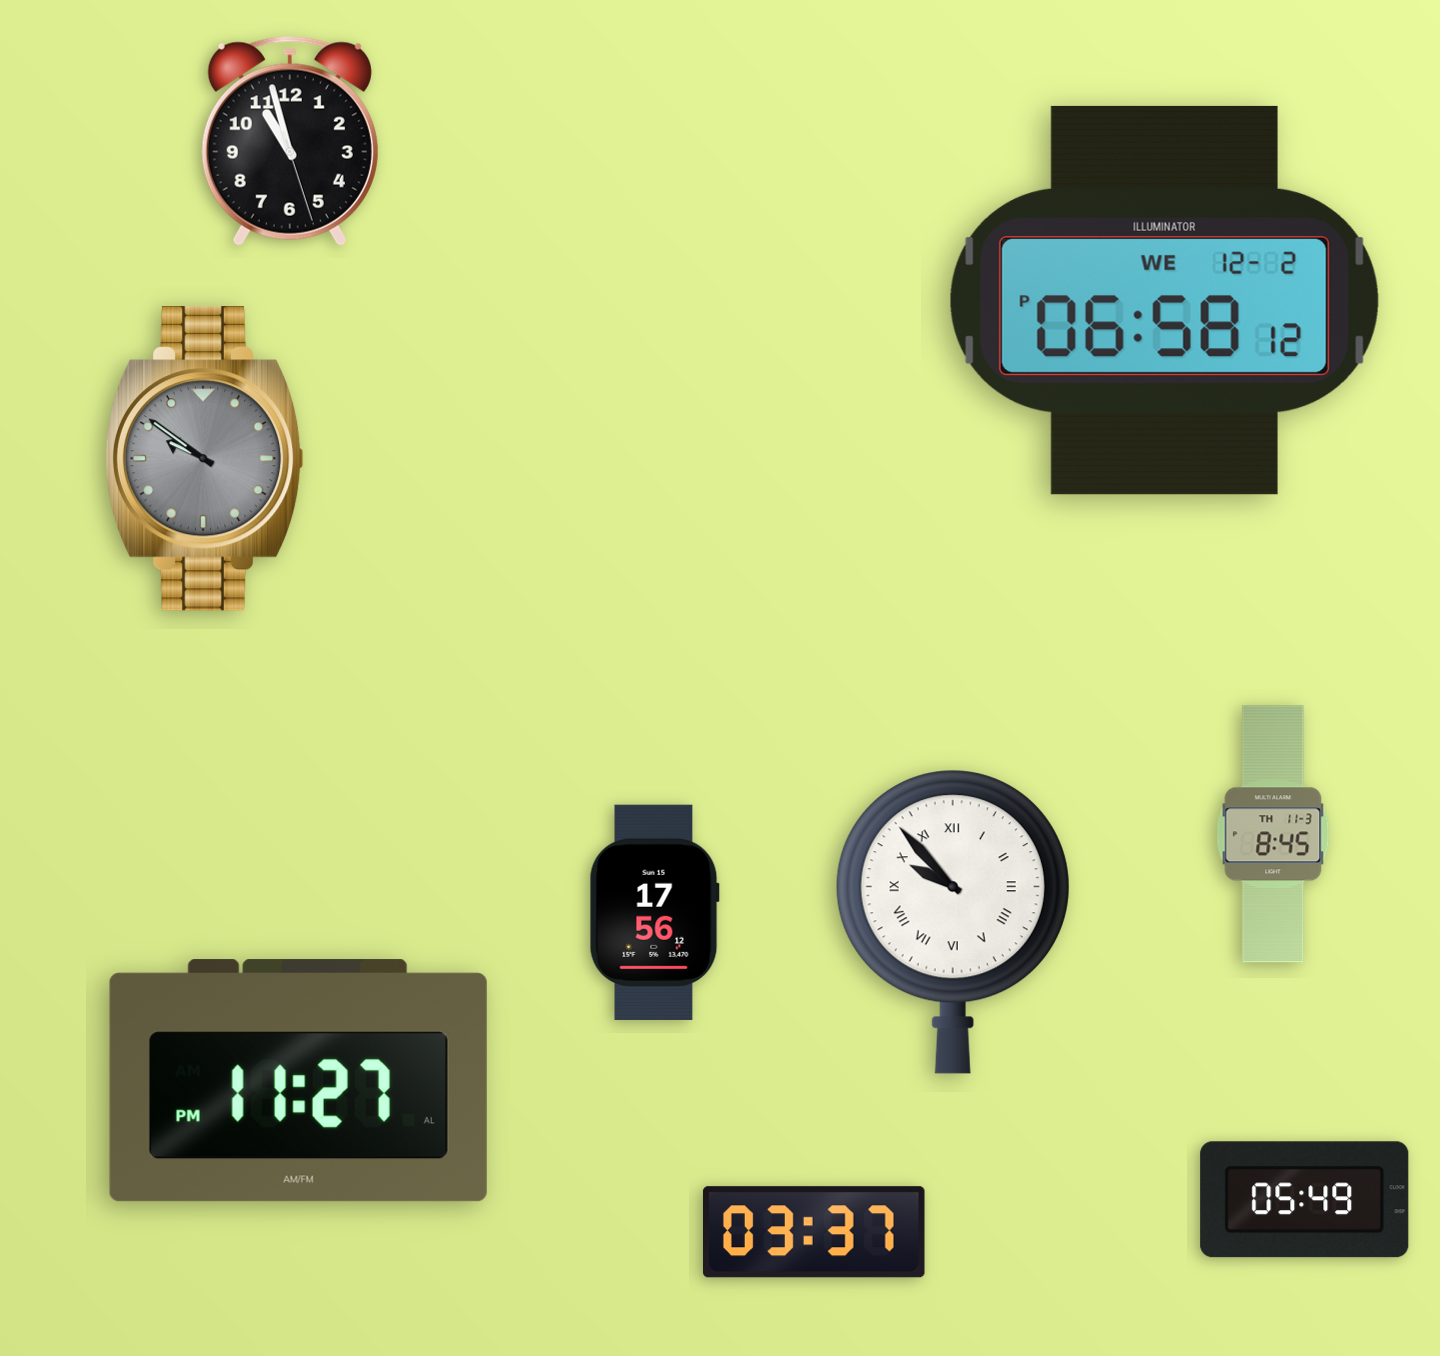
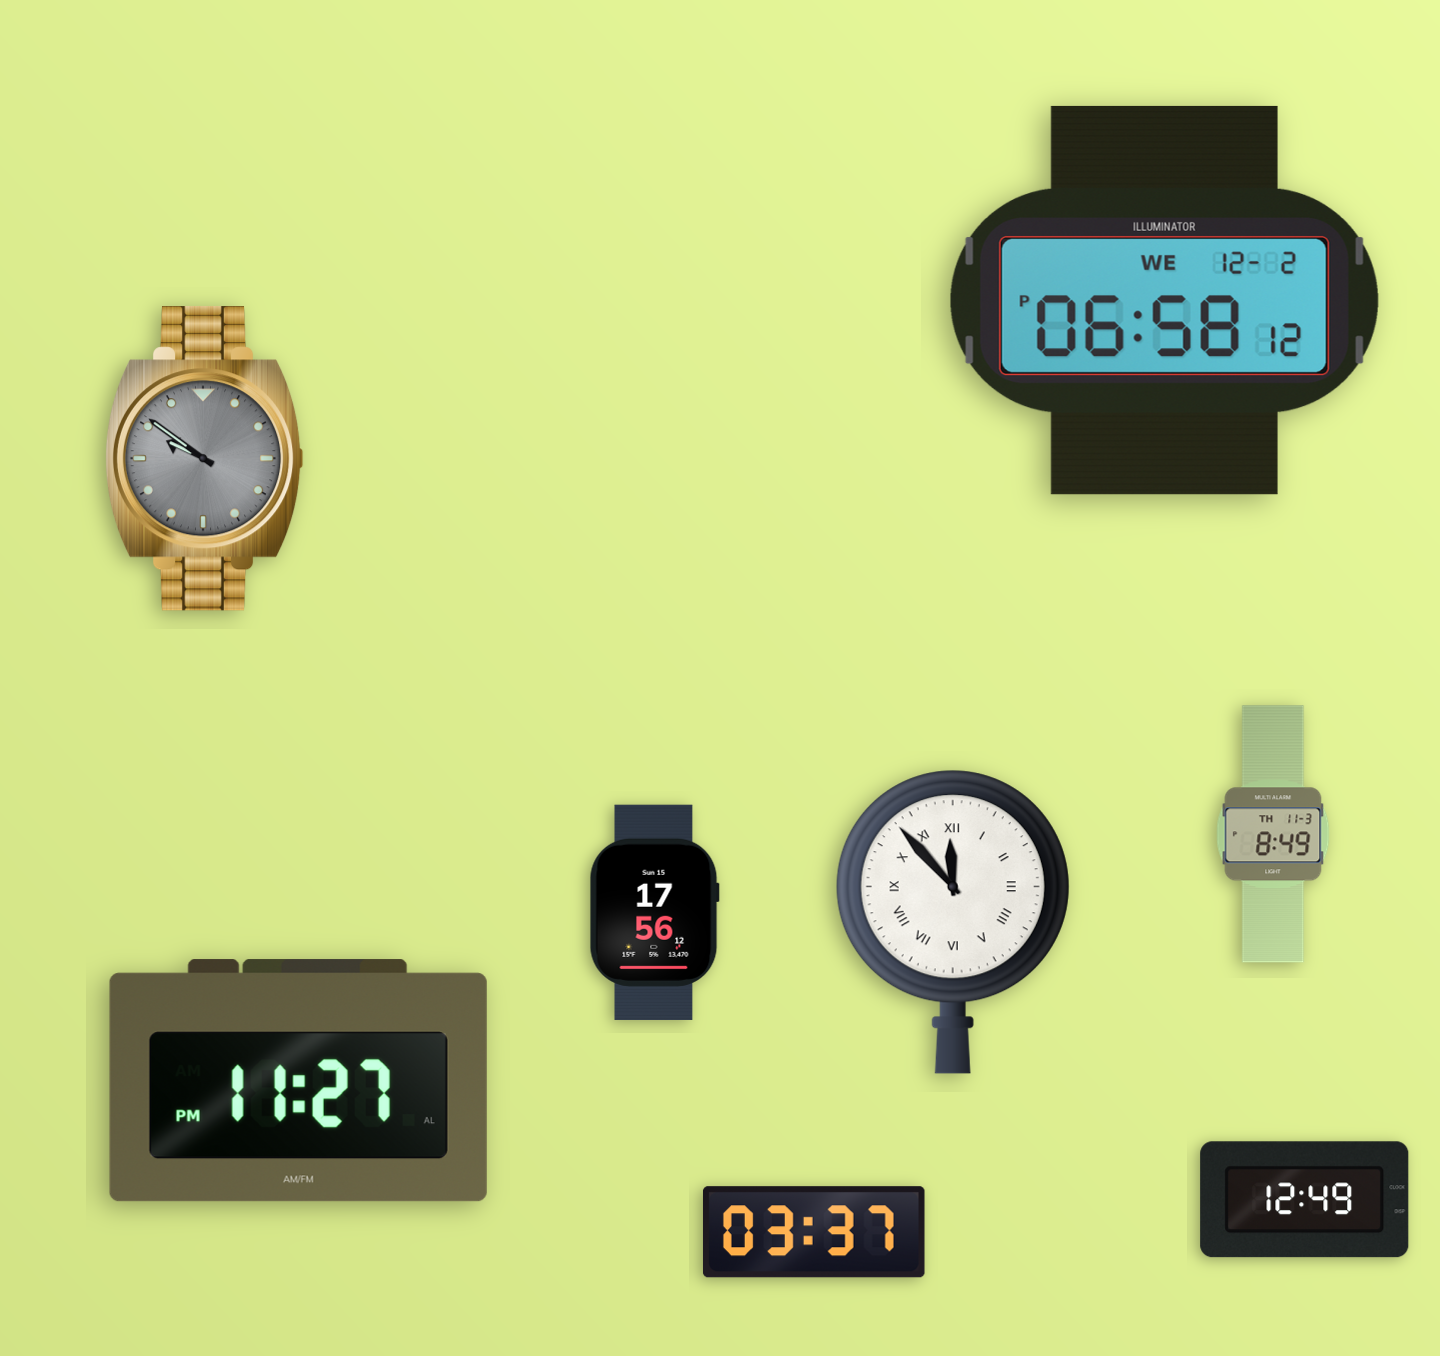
clock at (290, 141): 10:57 -> none
clock at (1273, 834): 8:45 -> 8:49
clock at (953, 922): 9:53 -> 11:53
clock at (1305, 1200): 05:49 -> 12:49
